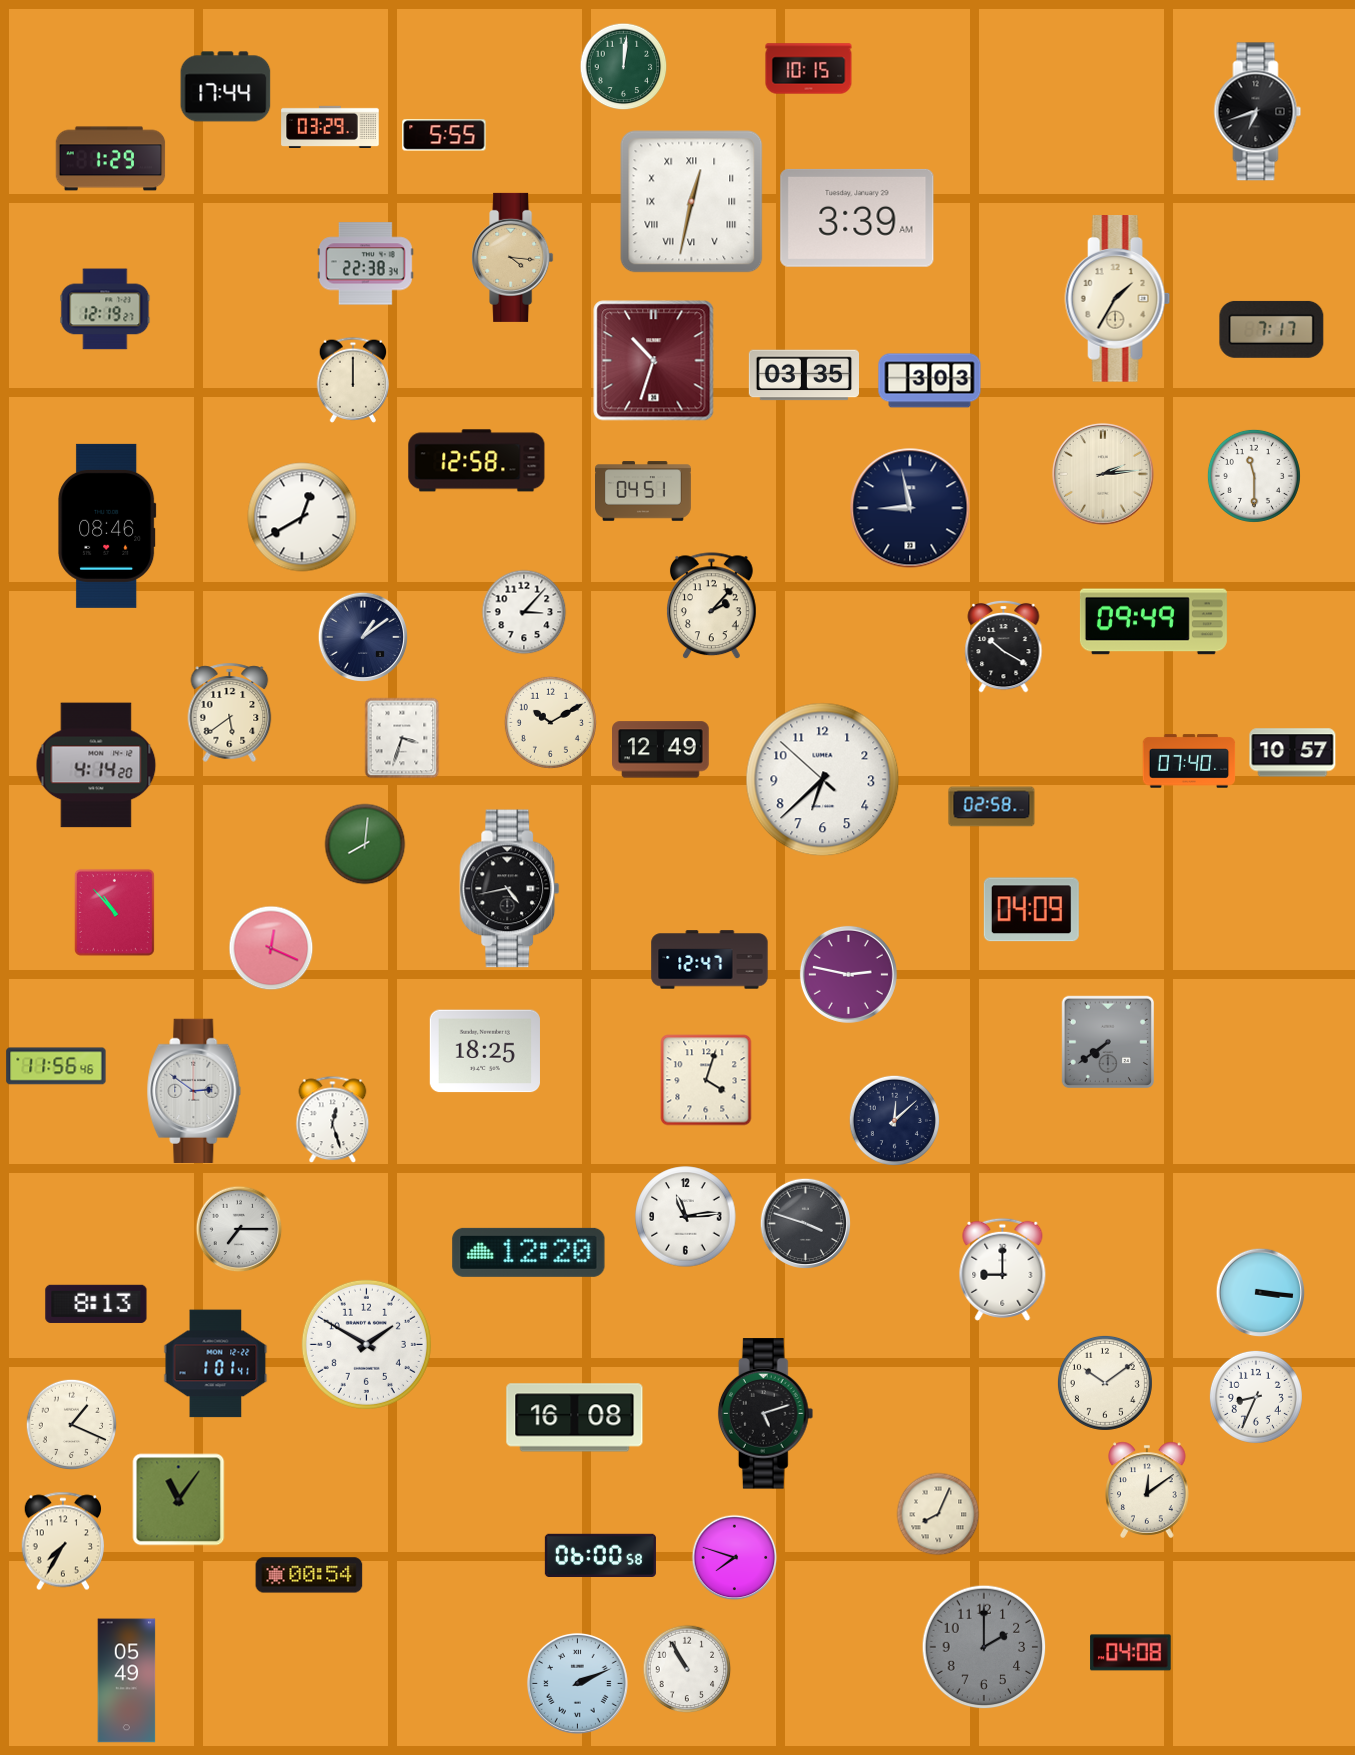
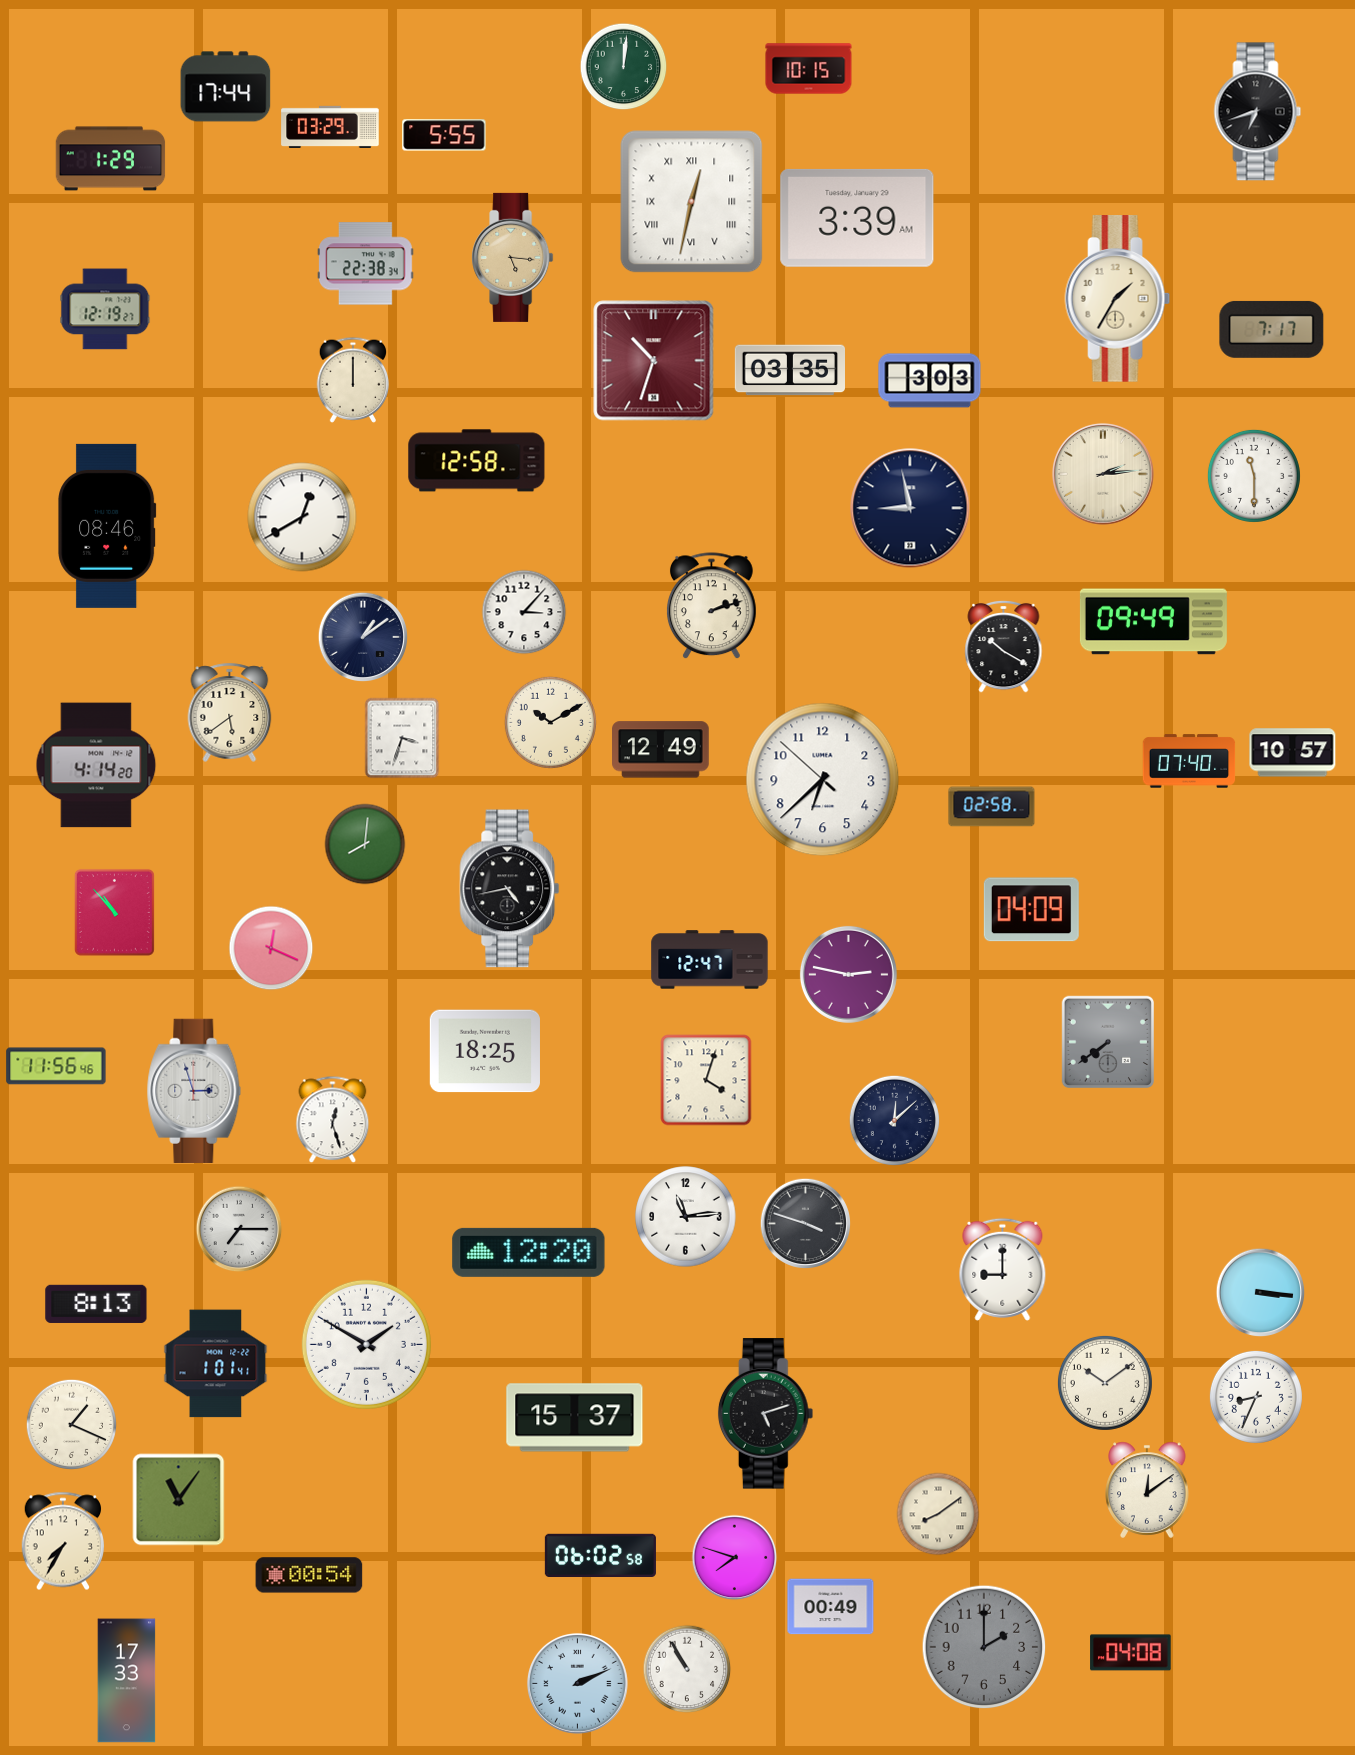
clock at (513, 257): 4:16 -> 5:16
clock at (803, 375) position: (803, 375) -> (789, 370)
clock at (644, 491): 04:51 -> none
clock at (712, 606): 2:07 -> 2:12
clock at (194, 1091): 2:51 -> 2:57
clock at (575, 1418): 16:08 -> 15:37
clock at (938, 1514): 8:04 -> 8:09
clock at (600, 1555): 06:00 -> 06:02
clock at (831, 1607): none -> 00:49
clock at (127, 1681): 05:49 -> 17:33
